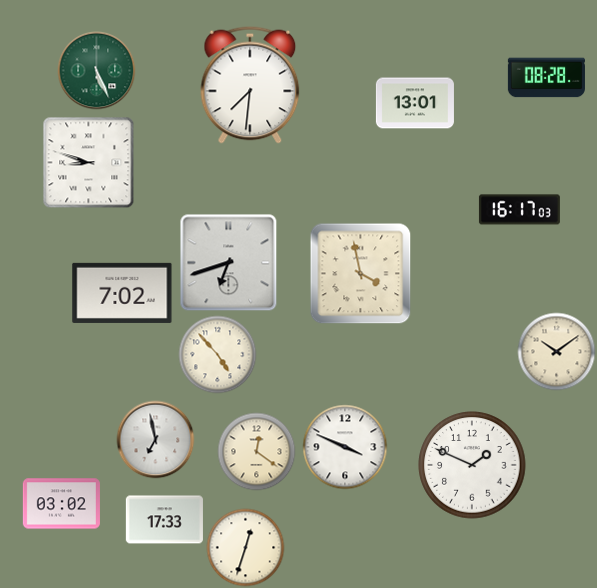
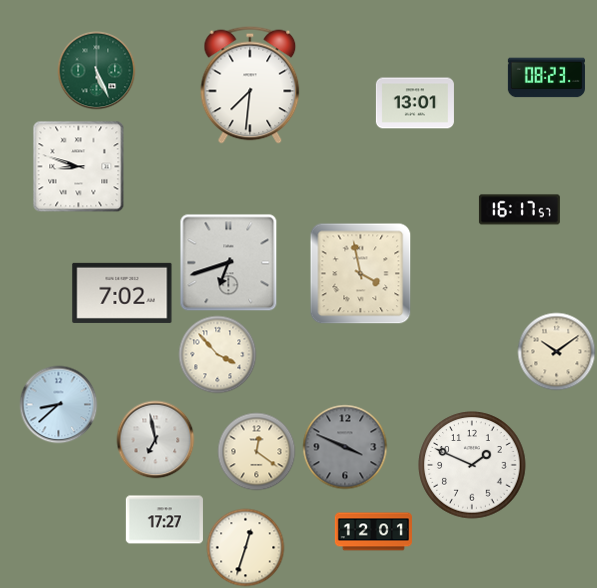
clock at (546, 78): 08:28 -> 08:23
clock at (88, 162) position: (88, 162) -> (78, 166)
clock at (519, 210): 16:17:03 -> 16:17:57
clock at (217, 354): 4:53 -> 3:53
clock at (58, 404): none -> 8:38
clock at (345, 447) dial: white -> grey
clock at (61, 504): 03:02 -> none
clock at (164, 520): 17:33 -> 17:27
clock at (373, 532): none -> 12:01
